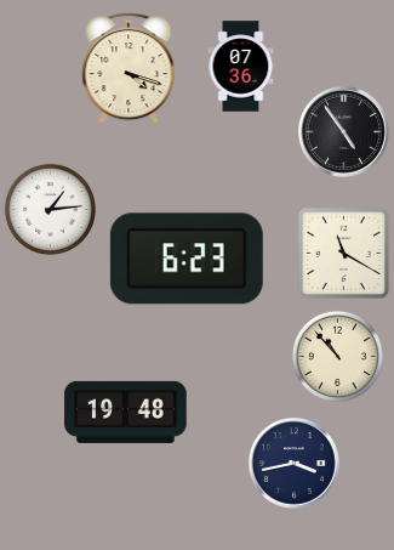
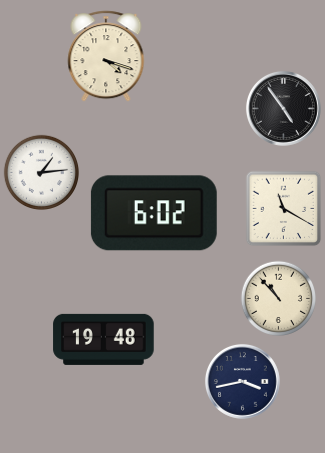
clock at (241, 67): 07:36 -> none
clock at (187, 259): 6:23 -> 6:02
clock at (338, 357) position: (338, 357) -> (279, 299)
